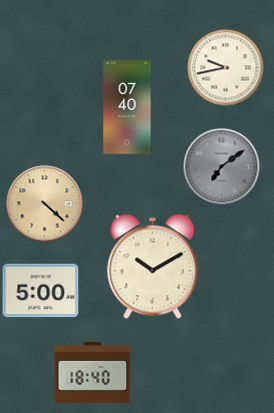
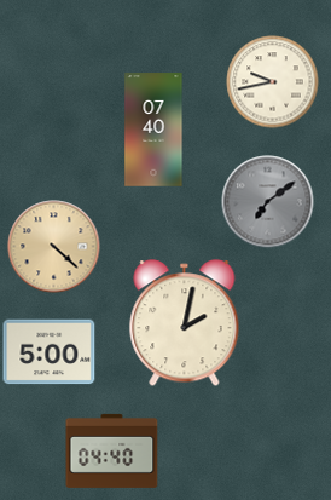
clock at (153, 267): 10:10 -> 2:02
clock at (93, 372): 18:40 -> 04:40
